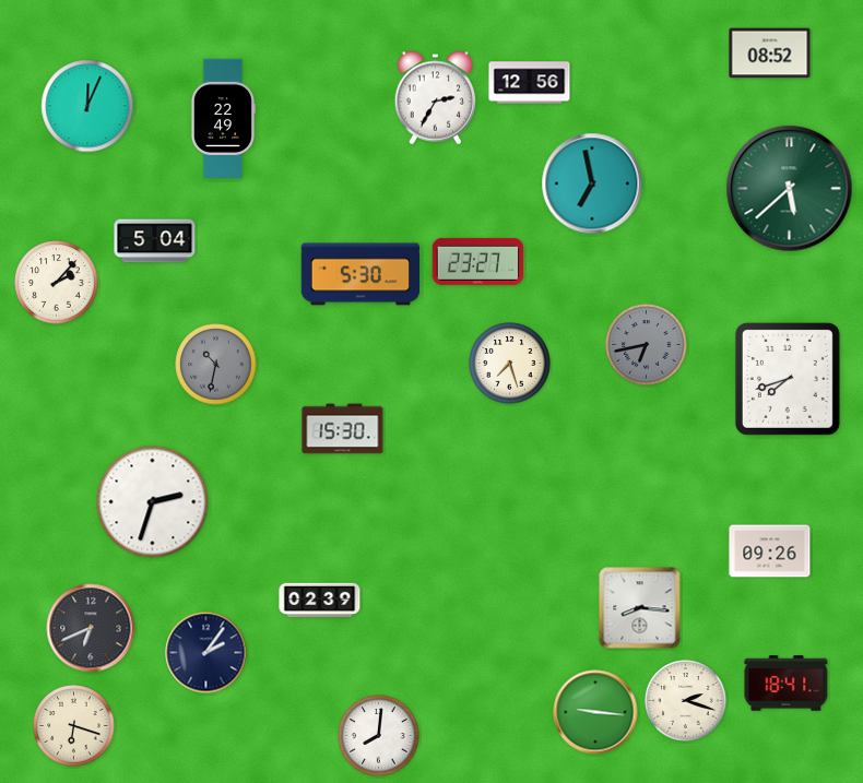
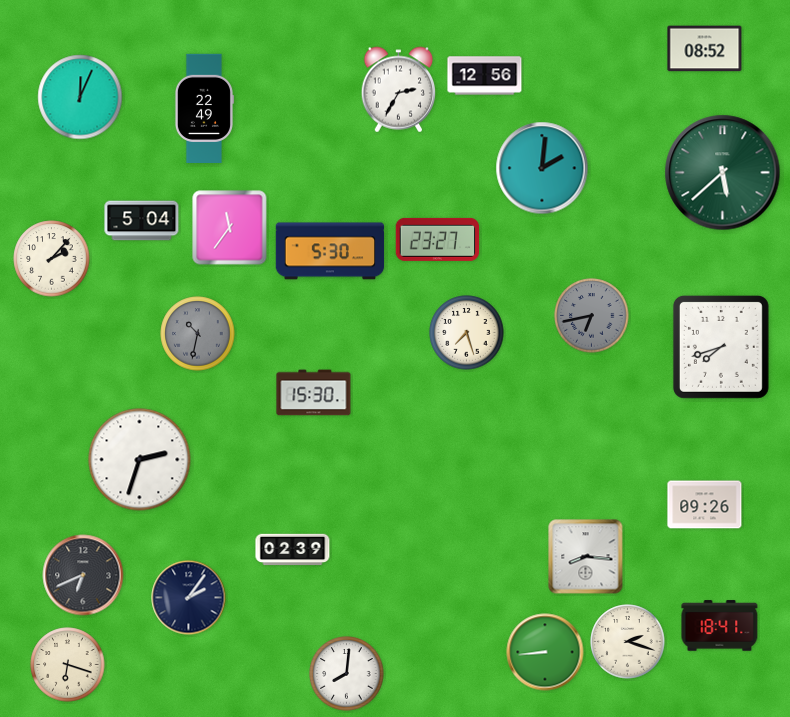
clock at (592, 183): 6:58 -> 2:01
clock at (230, 228): none -> 11:36
clock at (595, 712): 9:16 -> 8:44
